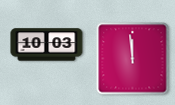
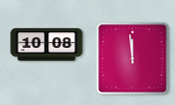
clock at (47, 45): 10:03 -> 10:08
